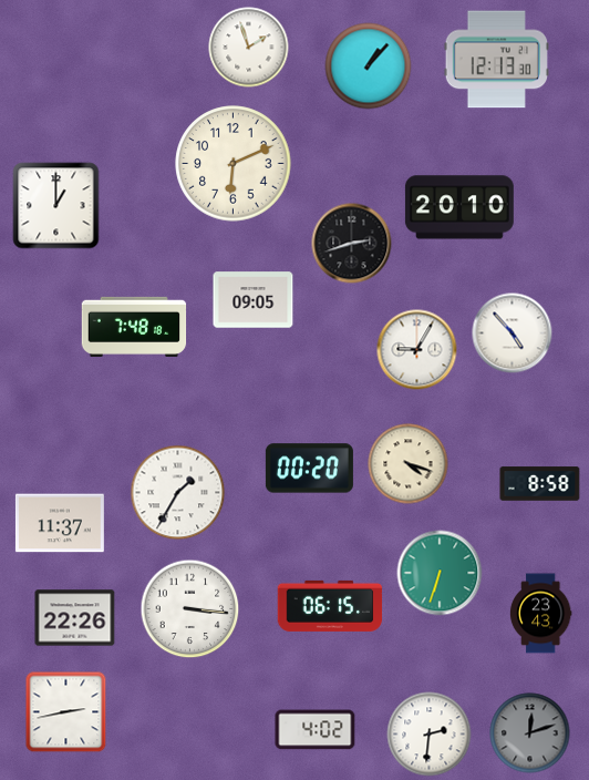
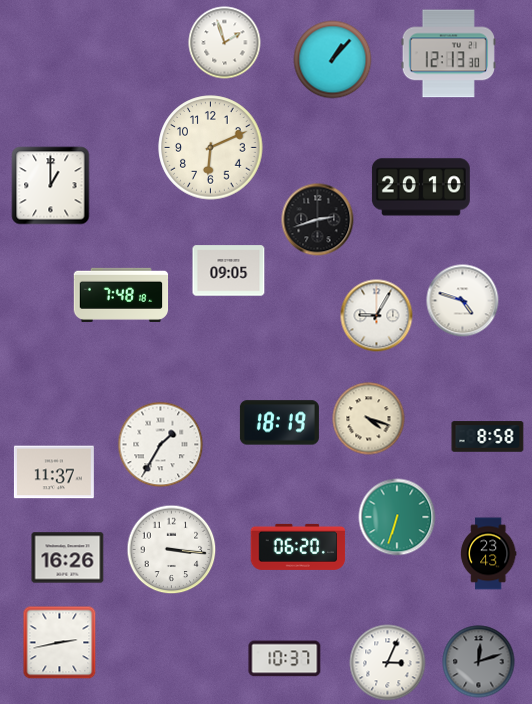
clock at (459, 207) position: (459, 207) -> (421, 187)
clock at (513, 333): 4:53 -> 4:48
clock at (309, 469): 00:20 -> 18:19
clock at (330, 606): 06:15 -> 06:20
clock at (75, 618): 22:26 -> 16:26
clock at (316, 730): 4:02 -> 10:37
clock at (430, 735): 2:31 -> 3:04
